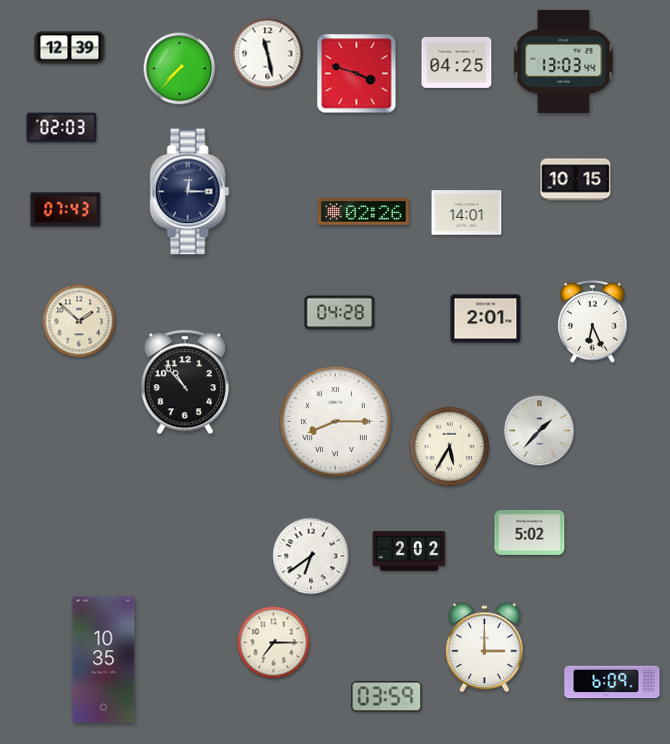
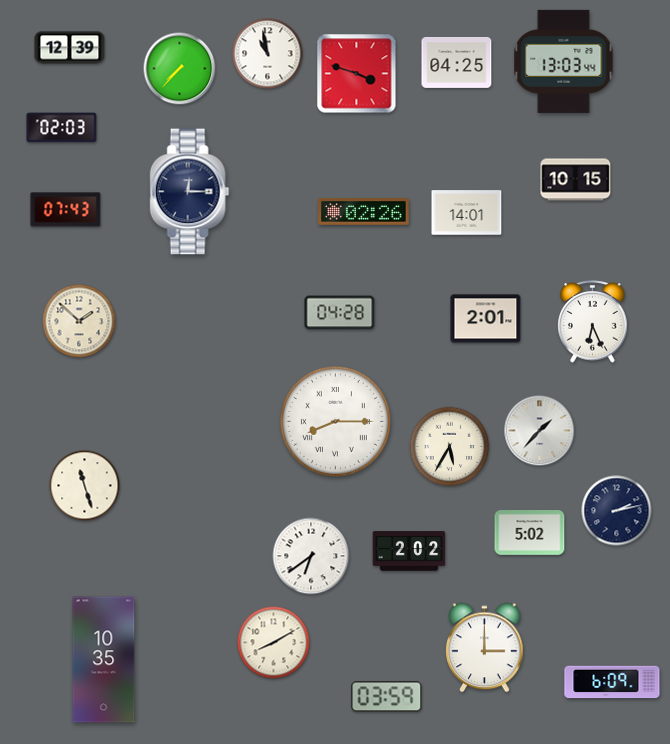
clock at (268, 54): 11:28 -> 10:58
clock at (185, 382): 10:53 -> none
clock at (85, 486): none -> 11:27
clock at (617, 511): none -> 2:13
clock at (274, 643): 7:15 -> 8:10
